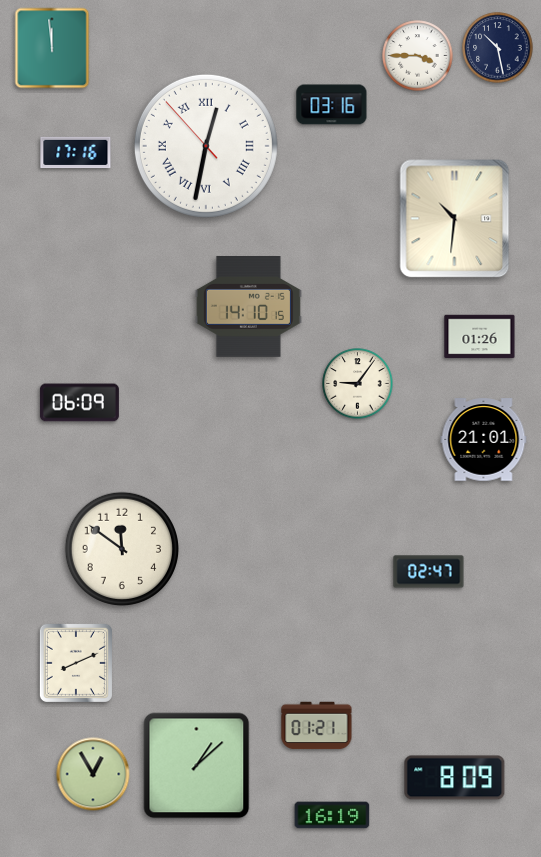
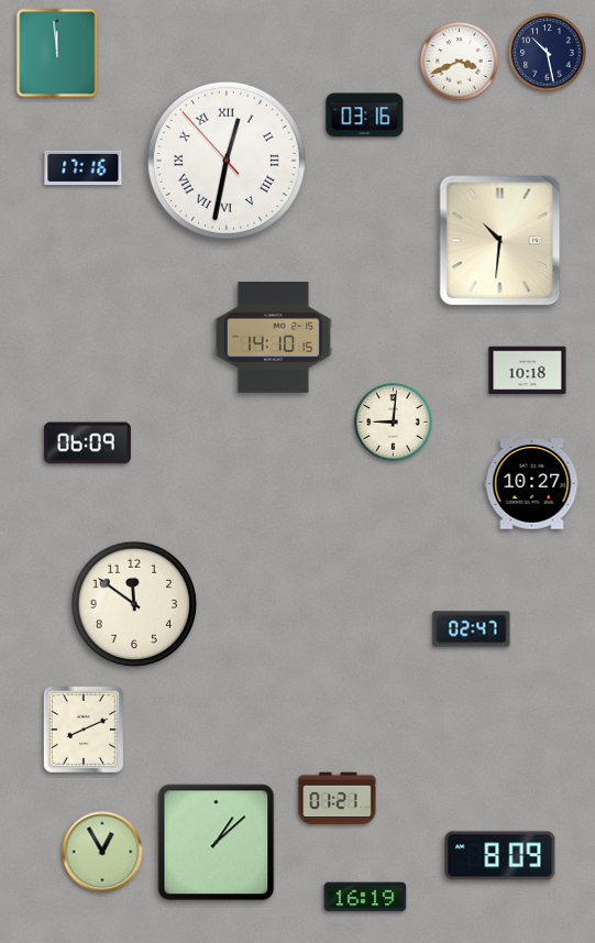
clock at (418, 56): 3:45 -> 3:41
clock at (480, 337): 01:26 -> 10:18
clock at (358, 384): 9:06 -> 9:01
clock at (484, 440): 21:01 -> 10:27
clock at (317, 726) position: (317, 726) -> (338, 799)
